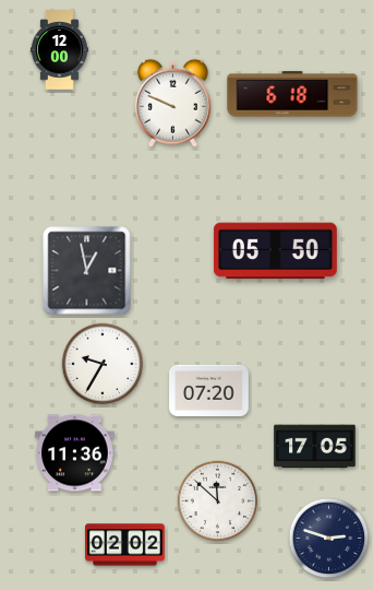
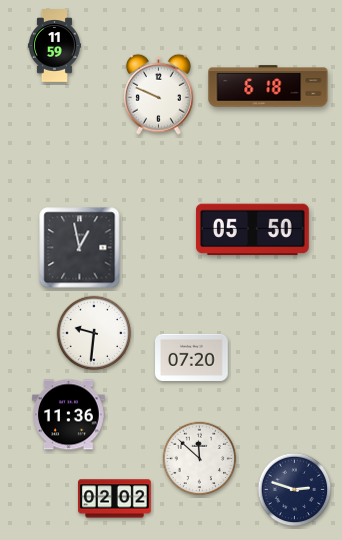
clock at (59, 50): 12:00 -> 11:59
clock at (103, 364): 9:35 -> 9:31
clock at (315, 447): 17:05 -> none
clock at (329, 539) position: (329, 539) -> (295, 490)
